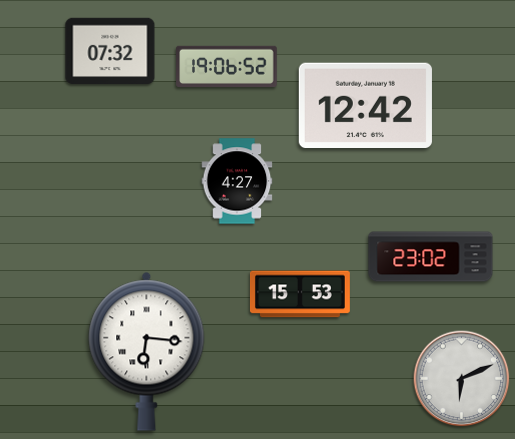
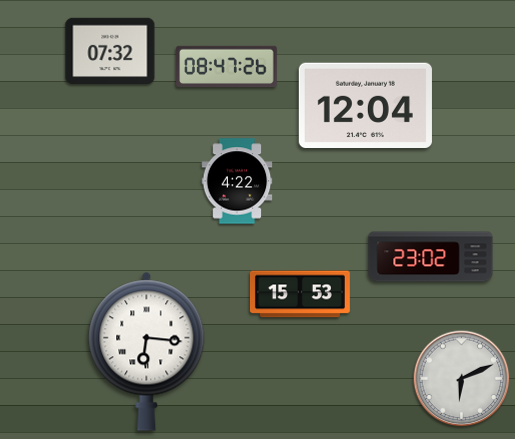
clock at (227, 66): 19:06 -> 08:47
clock at (365, 106): 12:42 -> 12:04
clock at (237, 181): 4:27 -> 4:22
